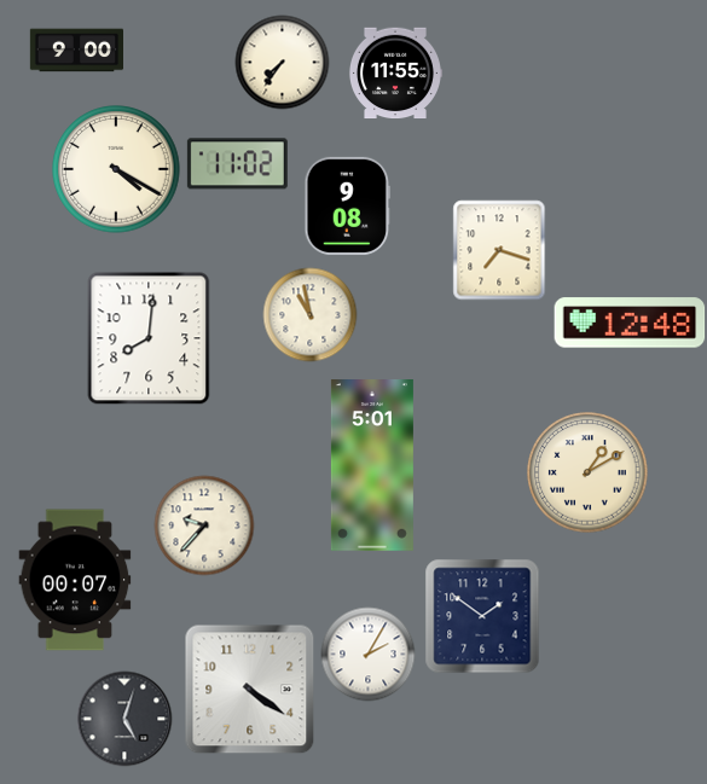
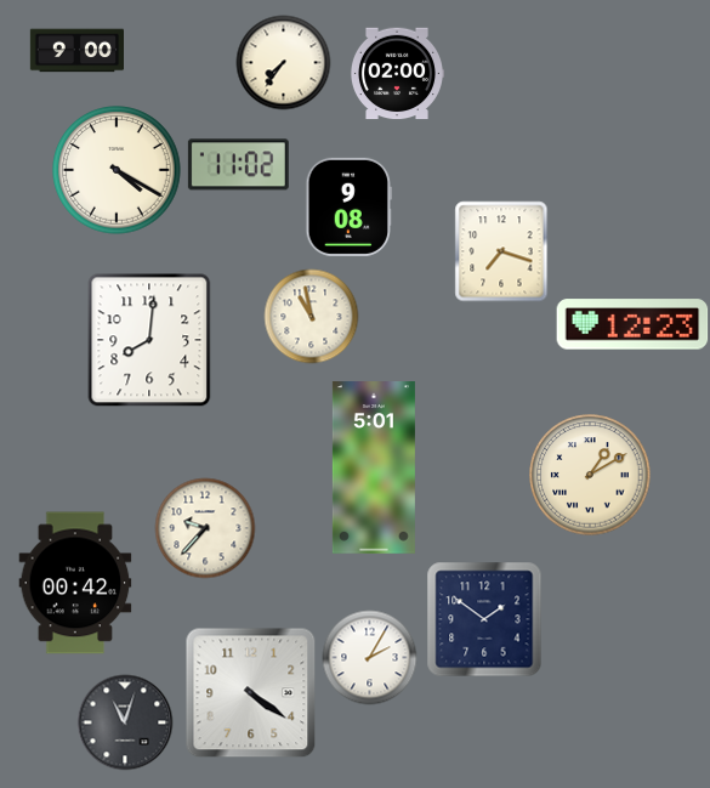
clock at (395, 74): 11:55 -> 02:00
clock at (630, 323): 12:48 -> 12:23
clock at (75, 580): 00:07 -> 00:42
clock at (124, 719): 5:03 -> 11:03
